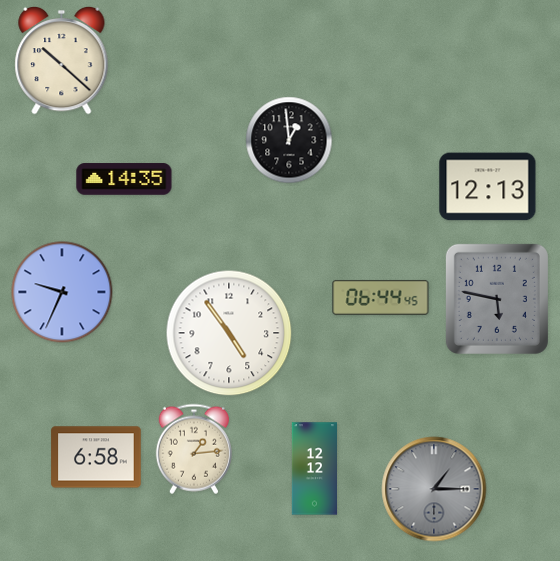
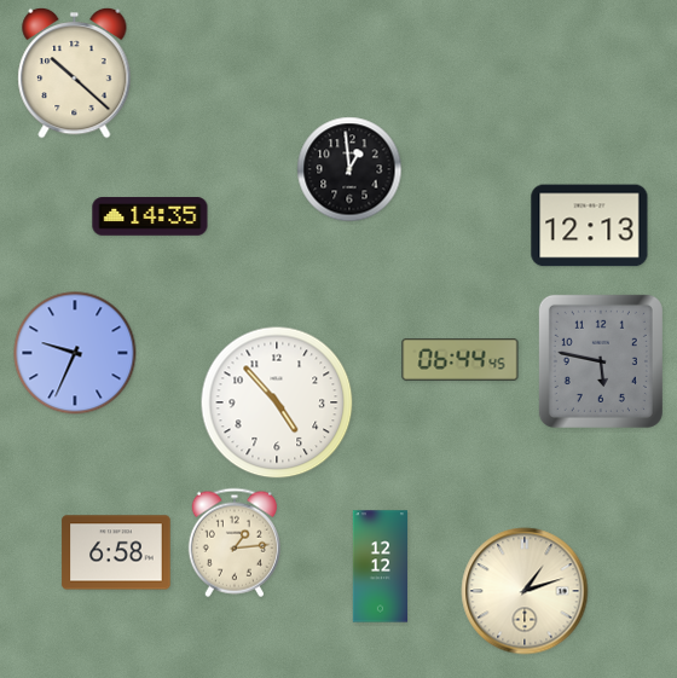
clock at (229, 333): 4:54 -> 4:53
clock at (434, 489): 1:15 -> 1:12
clock at (434, 489) dial: grey -> cream
